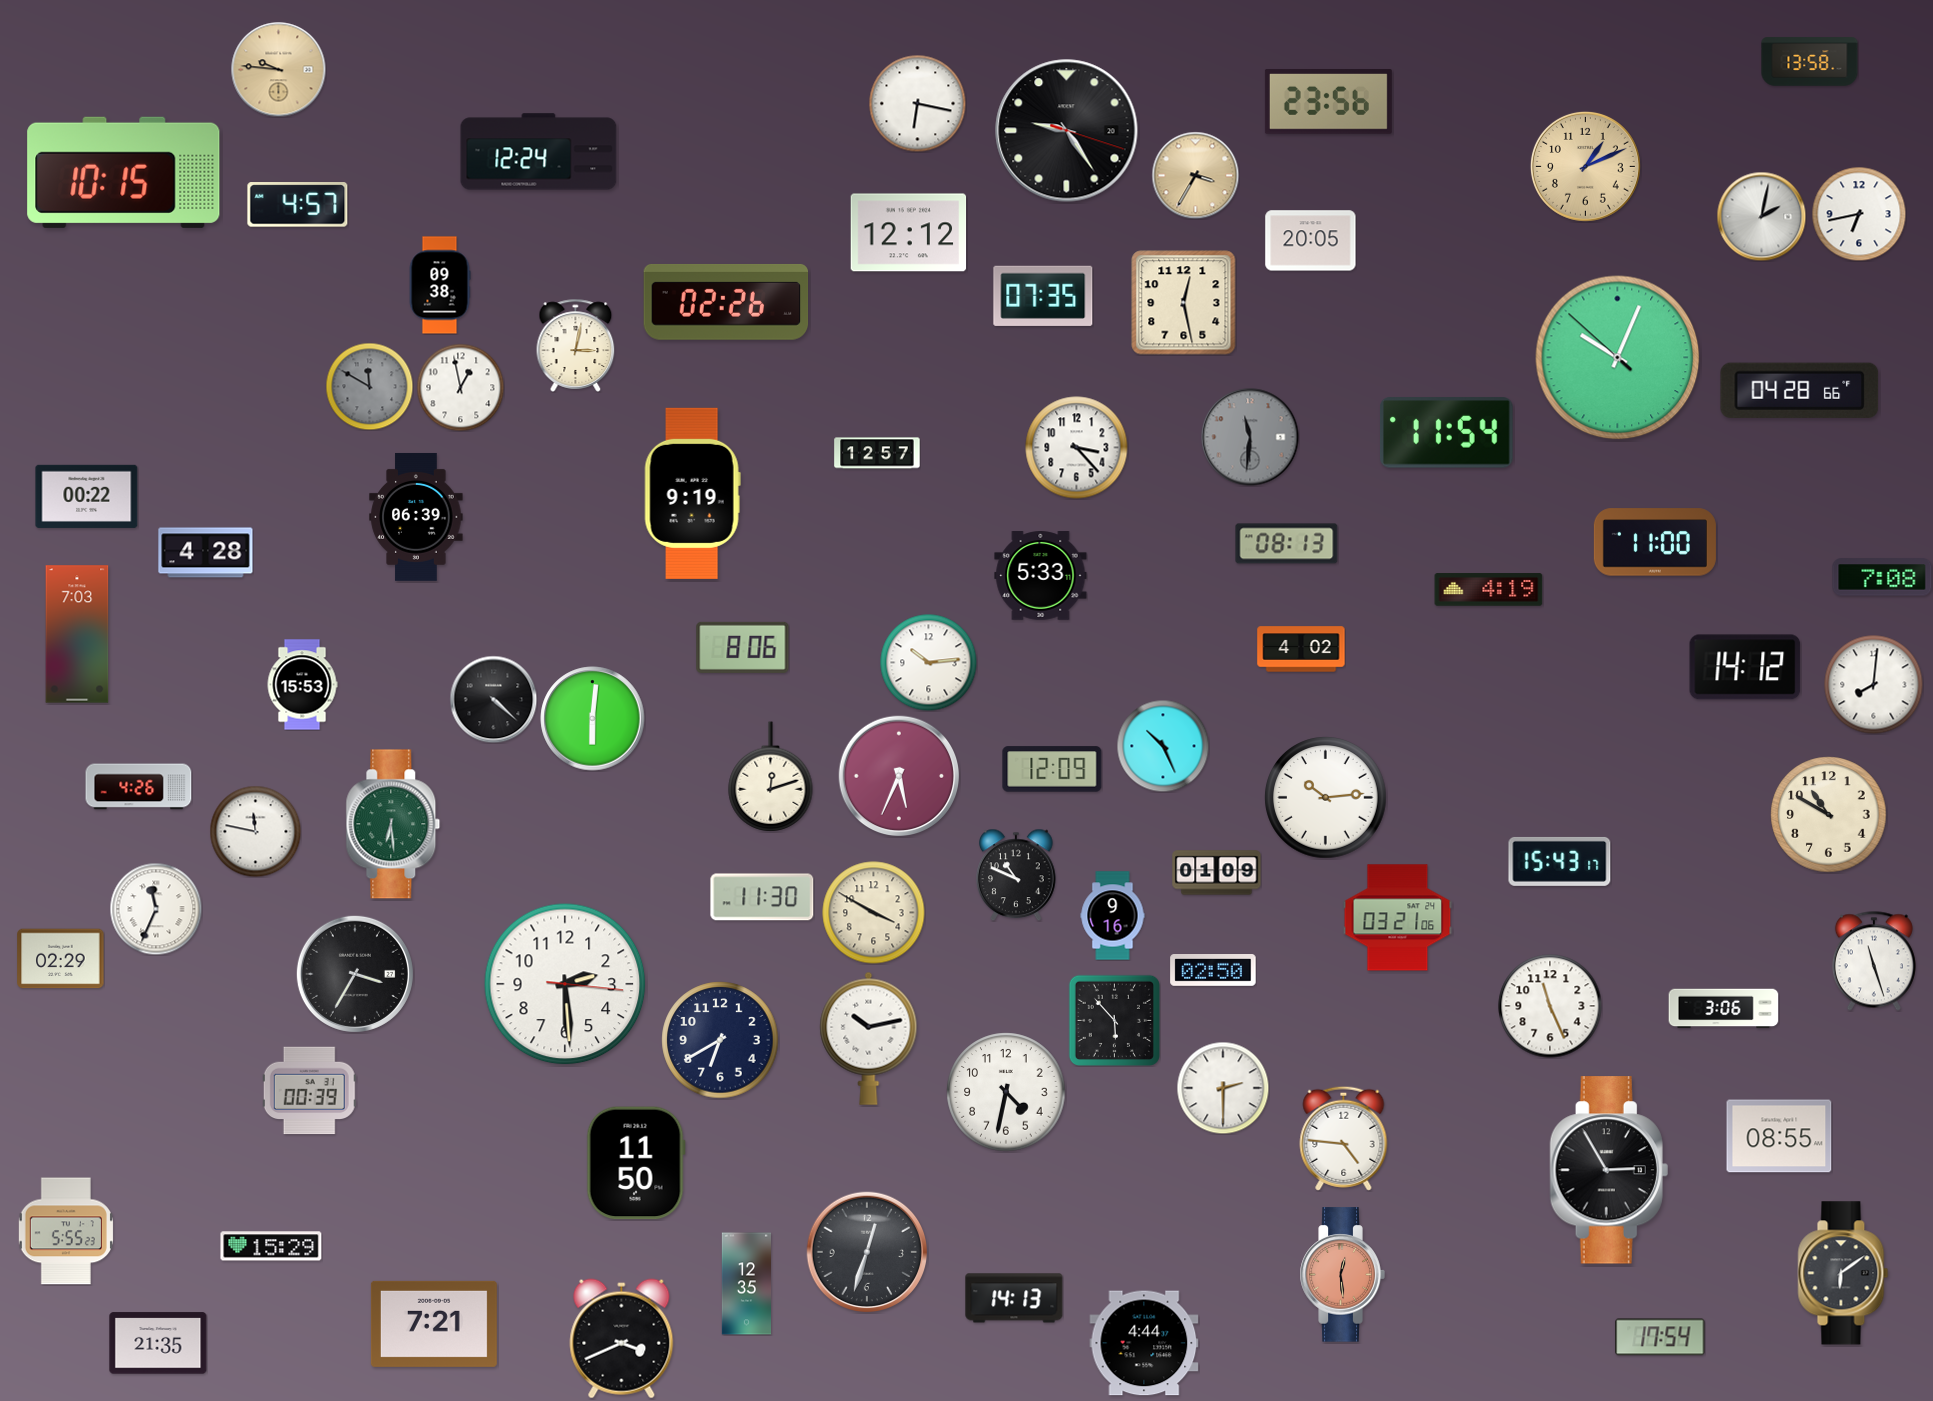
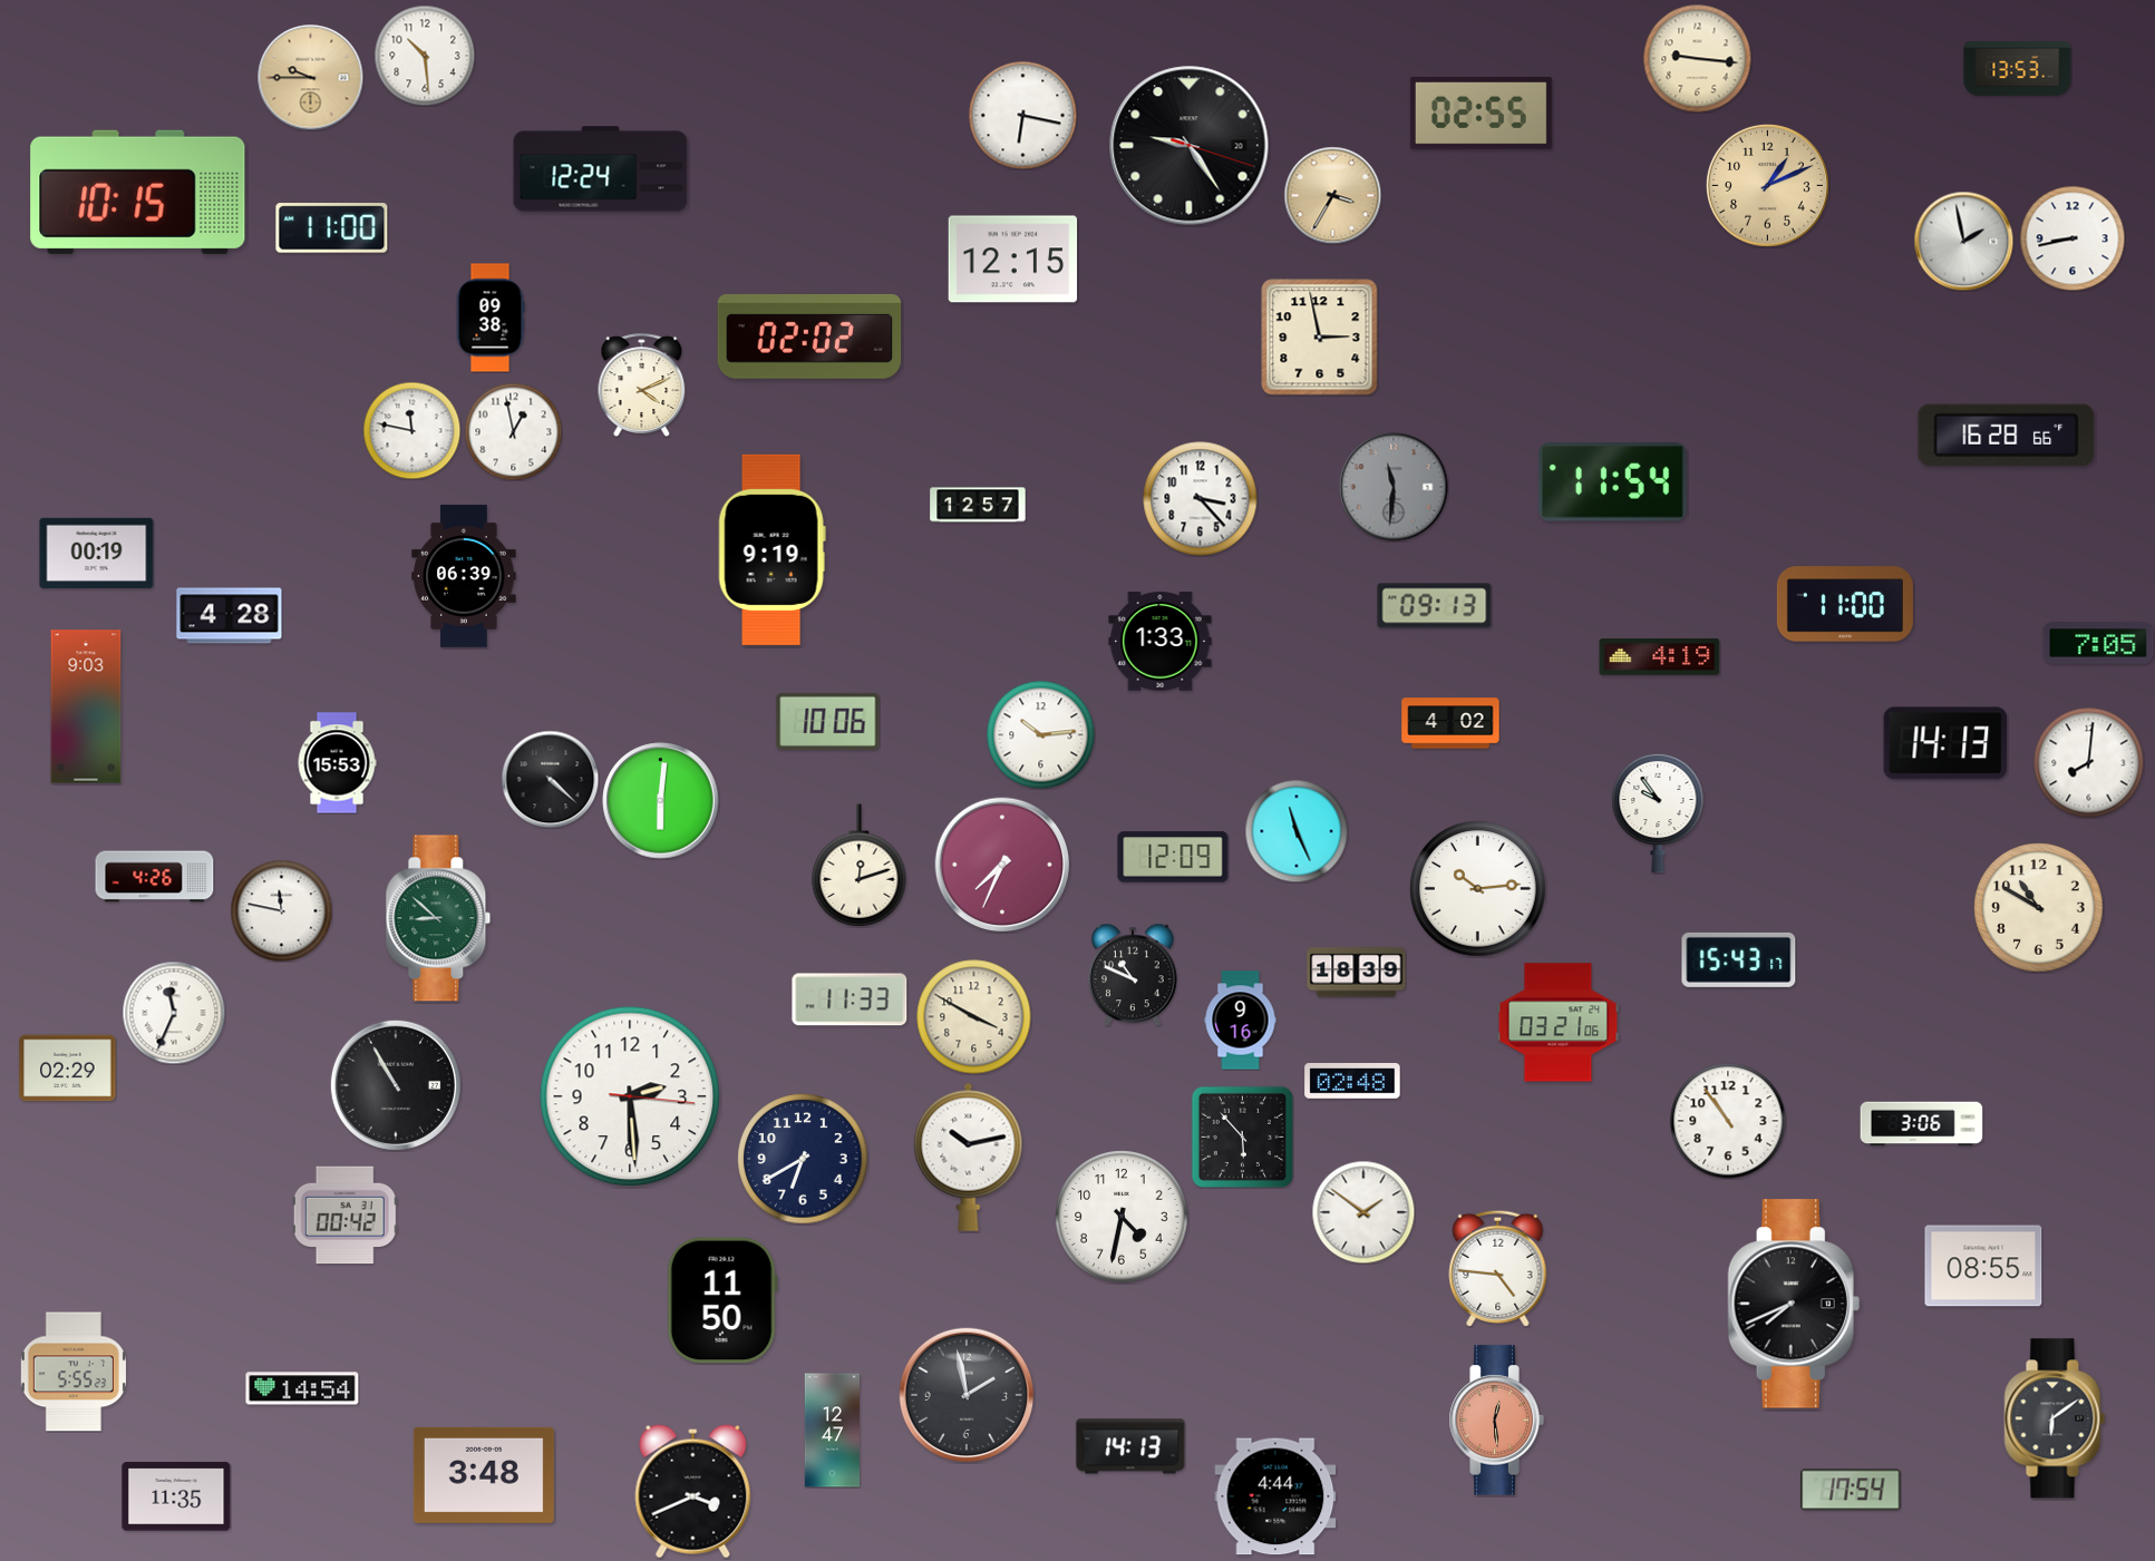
clock at (425, 56): none -> 10:29
clock at (1697, 58): none -> 9:16
clock at (1810, 62): 13:58 -> 13:53
clock at (278, 69): 9:46 -> 9:45
clock at (1328, 102): 23:56 -> 02:55
clock at (298, 205): 4:57 -> 11:00
clock at (1859, 214): 6:43 -> 8:43
clock at (1761, 216): 2:02 -> 1:58
clock at (909, 233): 12:12 -> 12:15
clock at (1311, 241): 20:05 -> none
clock at (1043, 296): 07:35 -> none
clock at (726, 302): 02:26 -> 02:02
clock at (1184, 303): 12:28 -> 2:58
clock at (576, 345): 3:02 -> 4:11
clock at (1618, 358): 10:03 -> none
clock at (369, 386): 11:50 -> 11:47
clock at (369, 386) dial: grey -> white
clock at (1800, 390): 04:28 -> 16:28
clock at (87, 496): 00:22 -> 00:19
clock at (1287, 544): 08:13 -> 09:13
clock at (1041, 576): 5:33 -> 1:33
clock at (1882, 577): 7:08 -> 7:05
clock at (77, 634): 7:03 -> 9:03
clock at (743, 647): 8:06 -> 10:06
clock at (928, 662) position: (928, 662) -> (1040, 734)
clock at (1745, 667): 14:12 -> 14:13
clock at (1658, 813): none -> 9:54
clock at (1163, 746): 10:26 -> 11:26
clock at (899, 776): 5:34 -> 7:34
clock at (393, 824): 6:29 -> 8:52
clock at (255, 831) position: (255, 831) -> (281, 910)
clock at (1217, 873): 01:09 -> 18:39
clock at (762, 897): 11:30 -> 11:33
clock at (1874, 961): 11:27 -> none
clock at (1213, 971): 02:50 -> 02:48
clock at (355, 974): 3:35 -> 10:55
clock at (1550, 1006): 11:26 -> 10:54
clock at (1223, 1088): 2:30 -> 1:51
clock at (309, 1091): 00:39 -> 00:42
clock at (636, 1163) position: (636, 1163) -> (722, 1300)
clock at (1609, 1170): 2:55 -> 7:41
clock at (271, 1246): 15:29 -> 14:54
clock at (867, 1252): 12:33 -> 1:58
clock at (746, 1284): 12:35 -> 12:47
clock at (434, 1324): 7:21 -> 3:48
clock at (158, 1343): 21:35 -> 11:35
